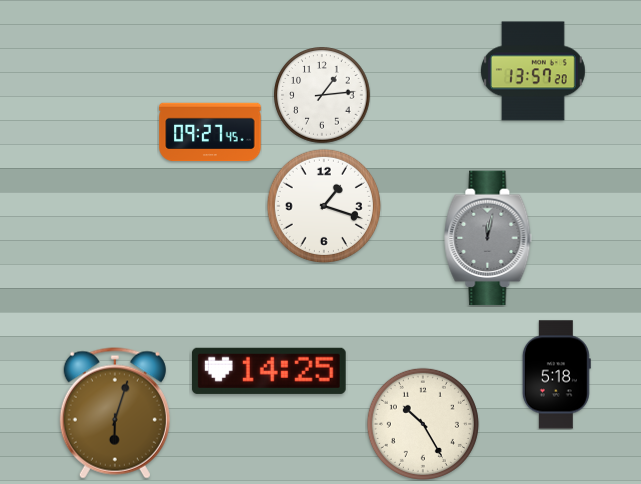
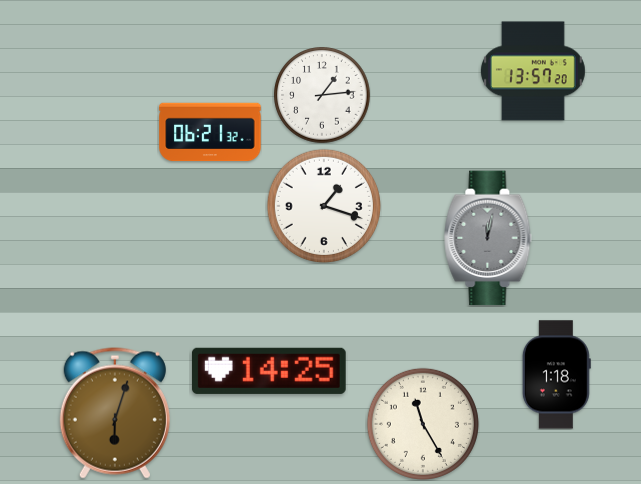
clock at (210, 132): 09:27 -> 06:21
clock at (556, 375): 5:18 -> 1:18
clock at (423, 424): 10:25 -> 11:25
